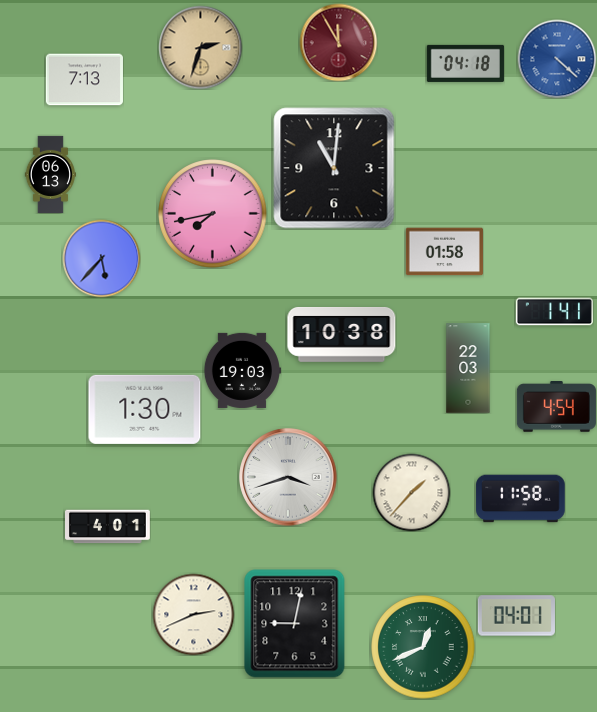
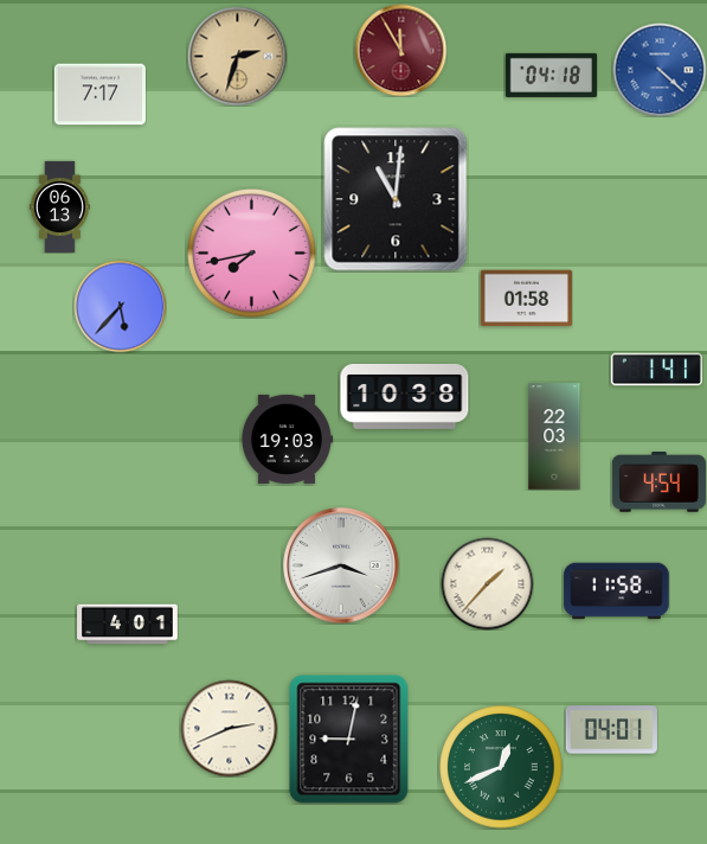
clock at (84, 80): 7:13 -> 7:17
clock at (145, 409): 1:30 -> none
